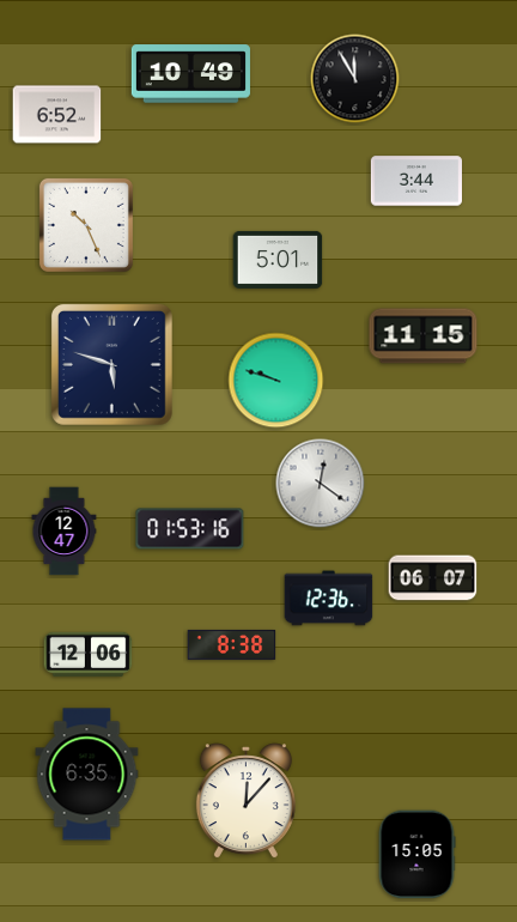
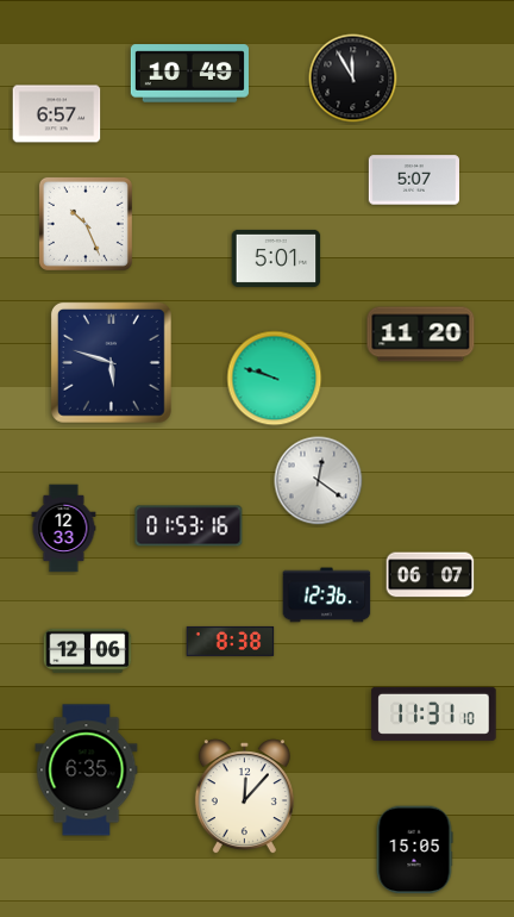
clock at (57, 115): 6:52 -> 6:57
clock at (415, 181): 3:44 -> 5:07
clock at (424, 336): 11:15 -> 11:20
clock at (65, 532): 12:47 -> 12:33
clock at (434, 713): none -> 11:31
